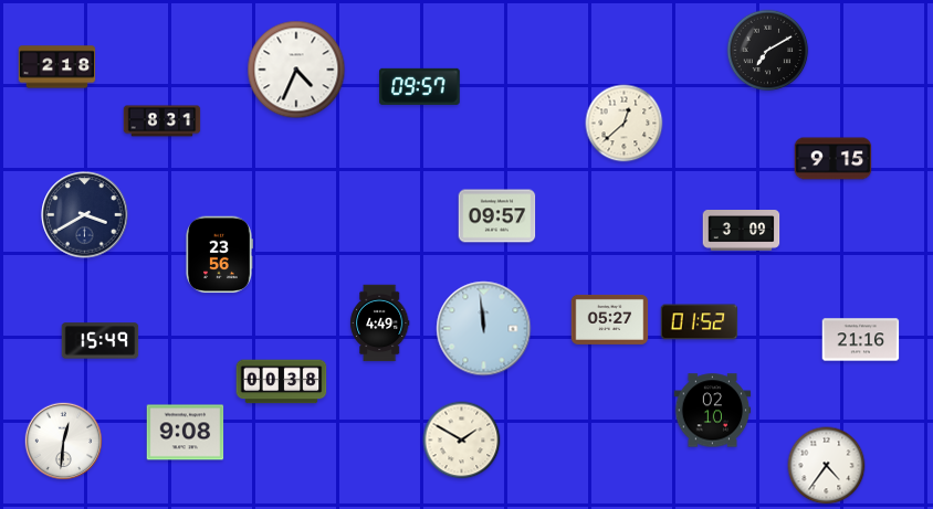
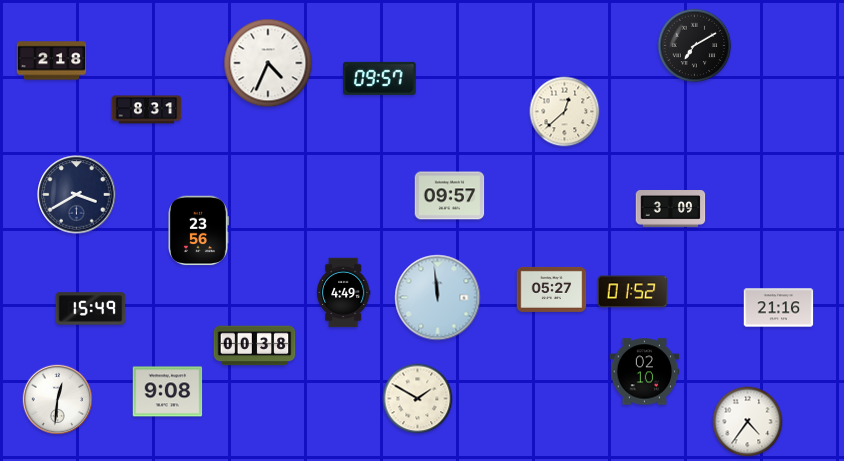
clock at (834, 159): 9:15 -> none
